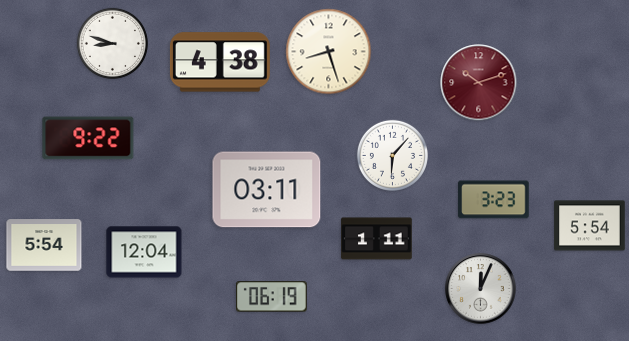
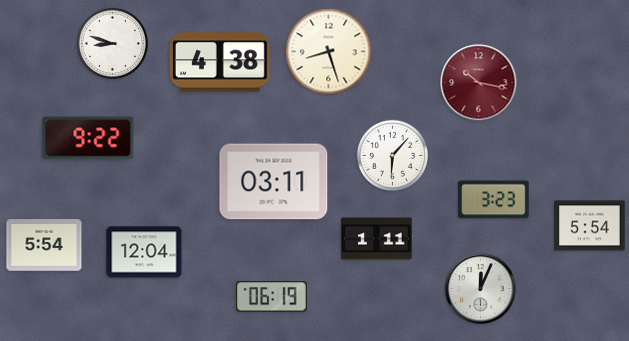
clock at (479, 83): 10:12 -> 10:17
clock at (267, 190) position: (267, 190) -> (274, 182)
